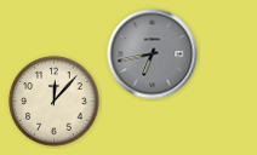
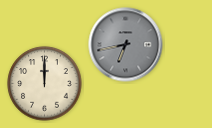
clock at (55, 102): 12:07 -> 12:00
